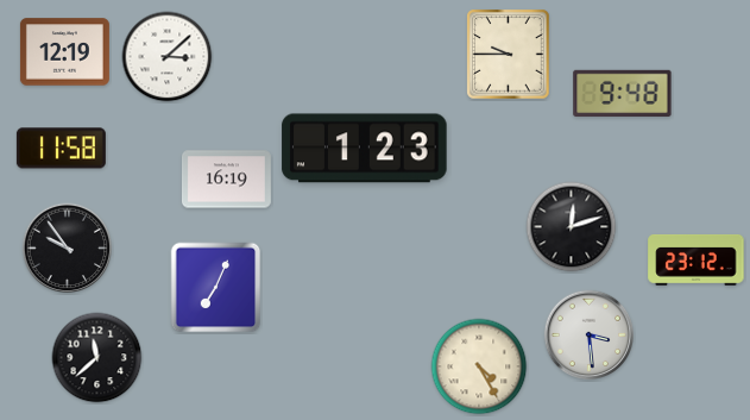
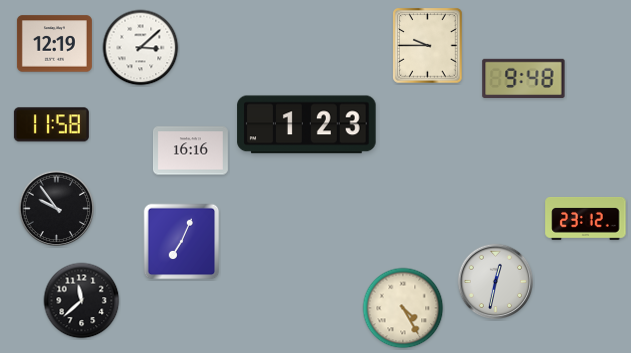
clock at (226, 180): 16:19 -> 16:16
clock at (572, 227): 12:12 -> none
clock at (590, 336): 3:29 -> 12:32
